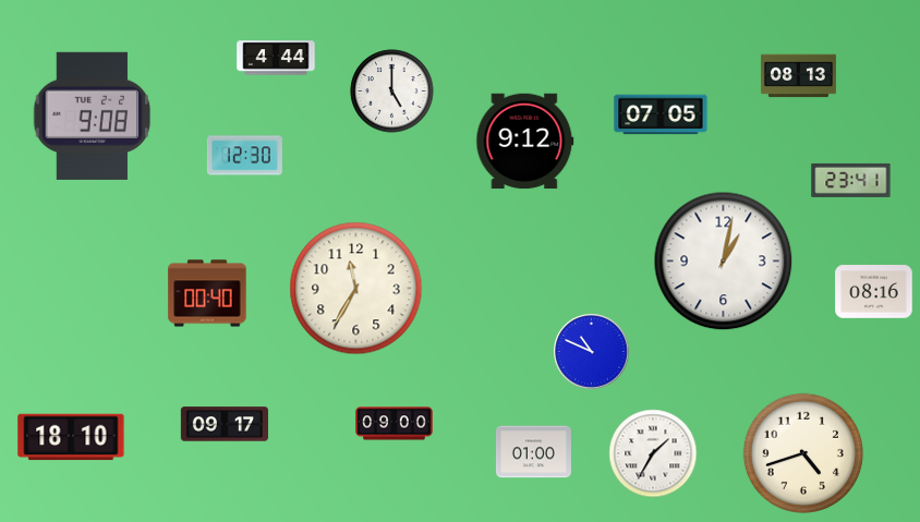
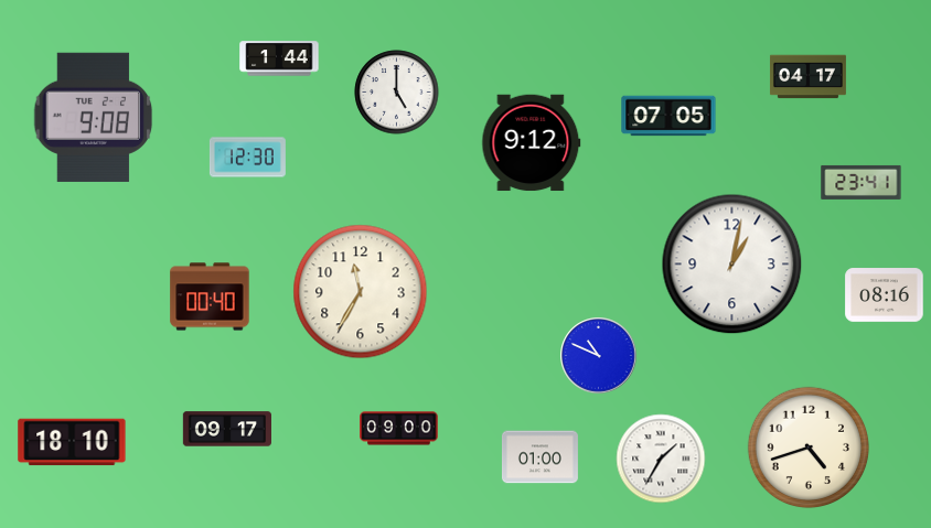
clock at (276, 58): 4:44 -> 1:44
clock at (798, 76): 08:13 -> 04:17
clock at (802, 452) position: (802, 452) -> (807, 446)
